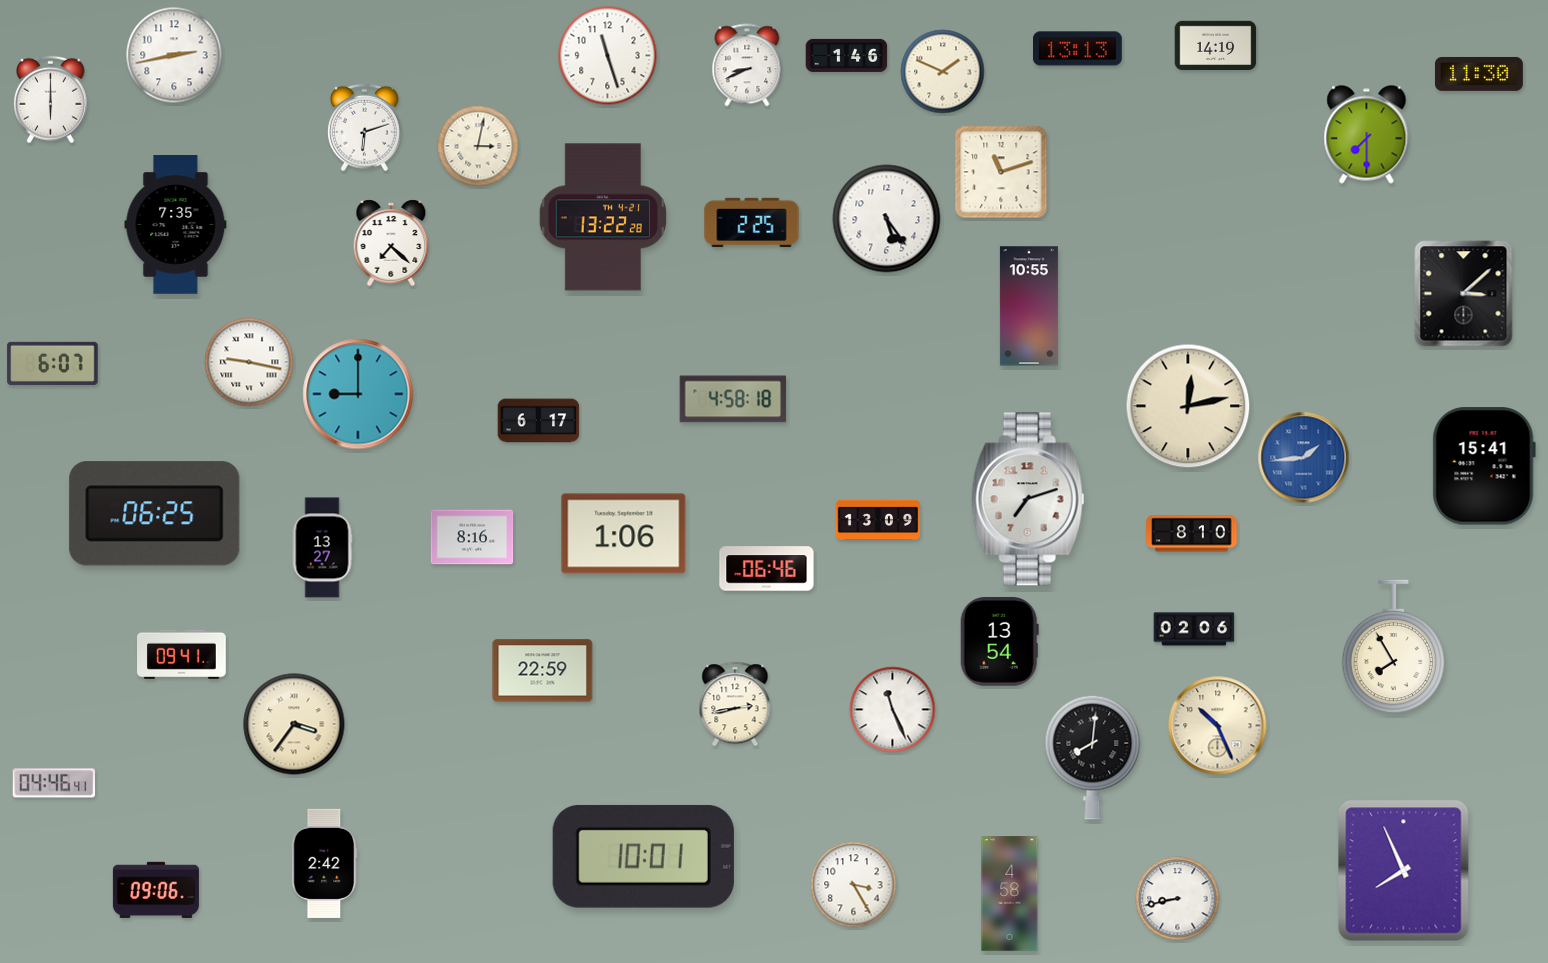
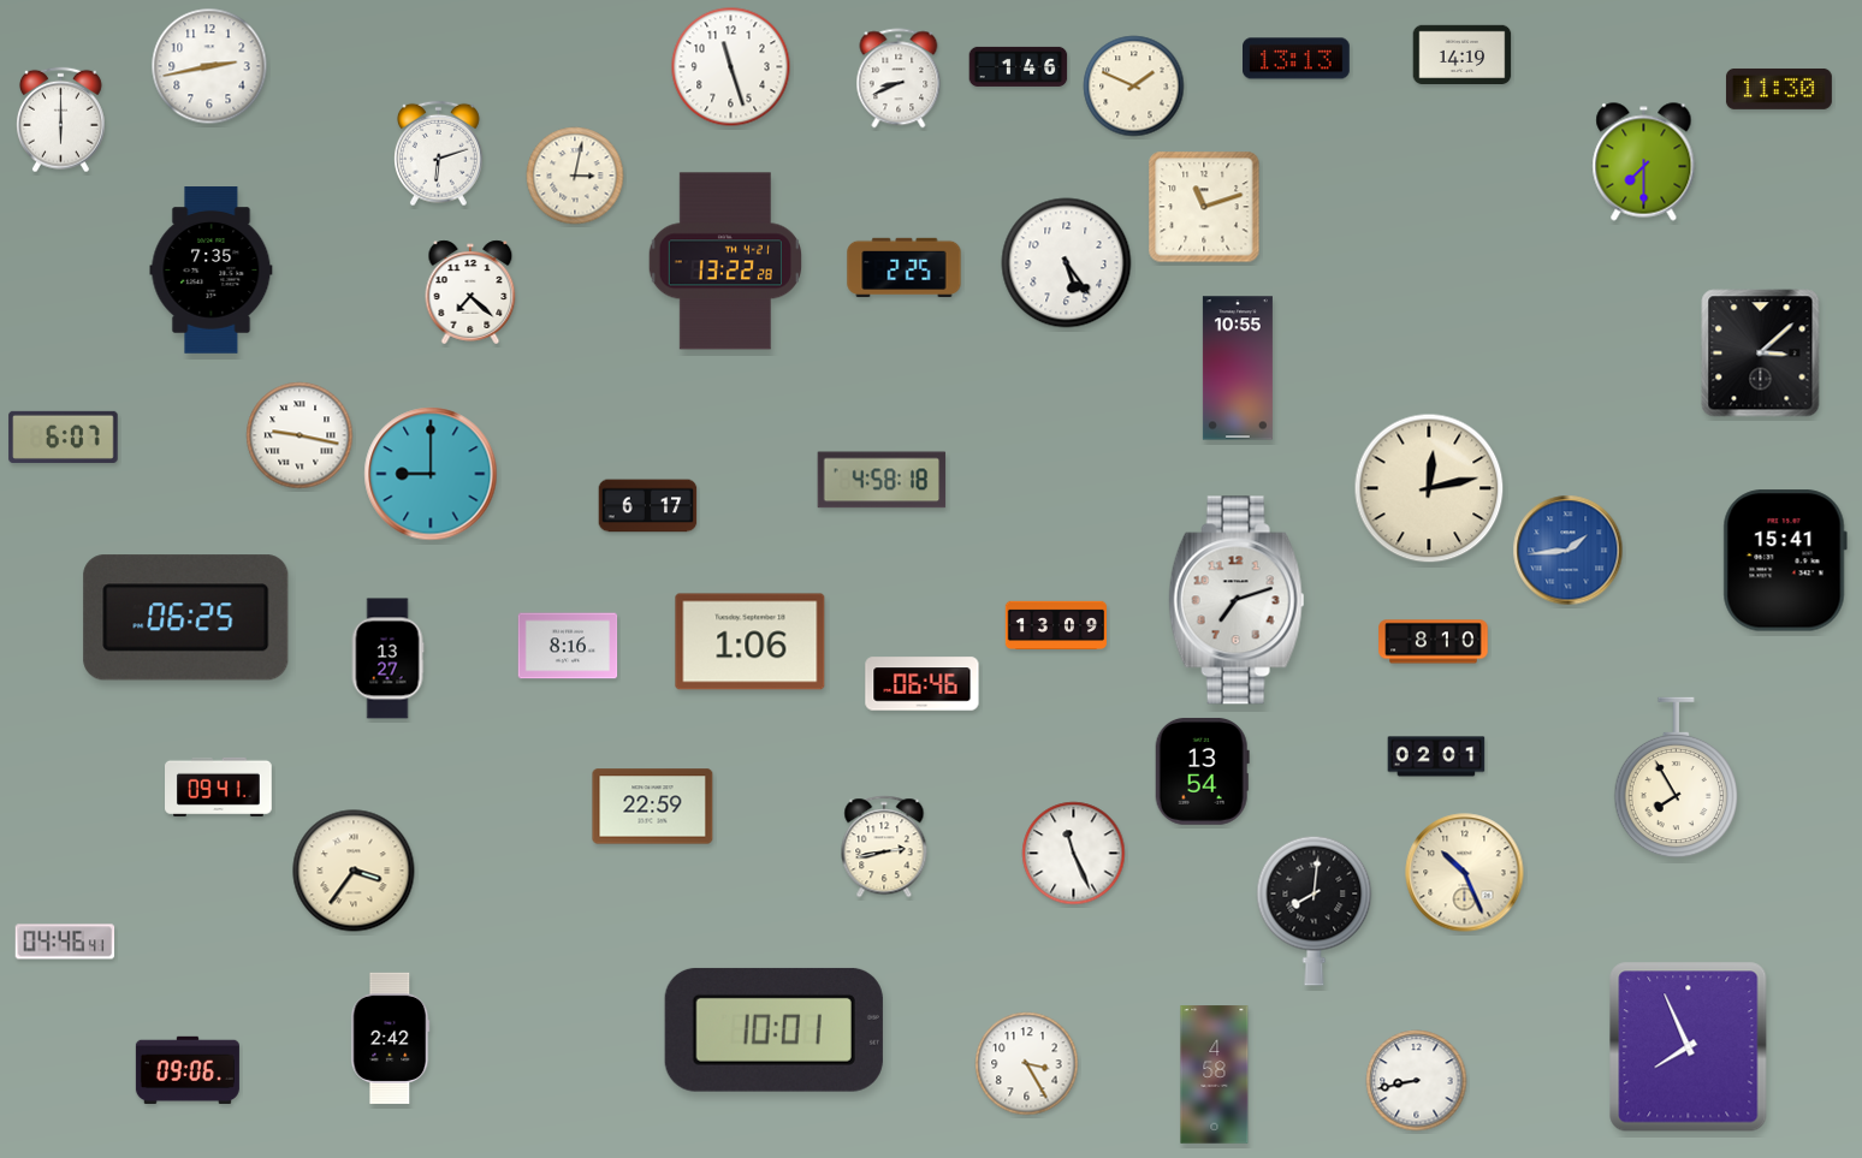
clock at (1194, 629): 02:06 -> 02:01
